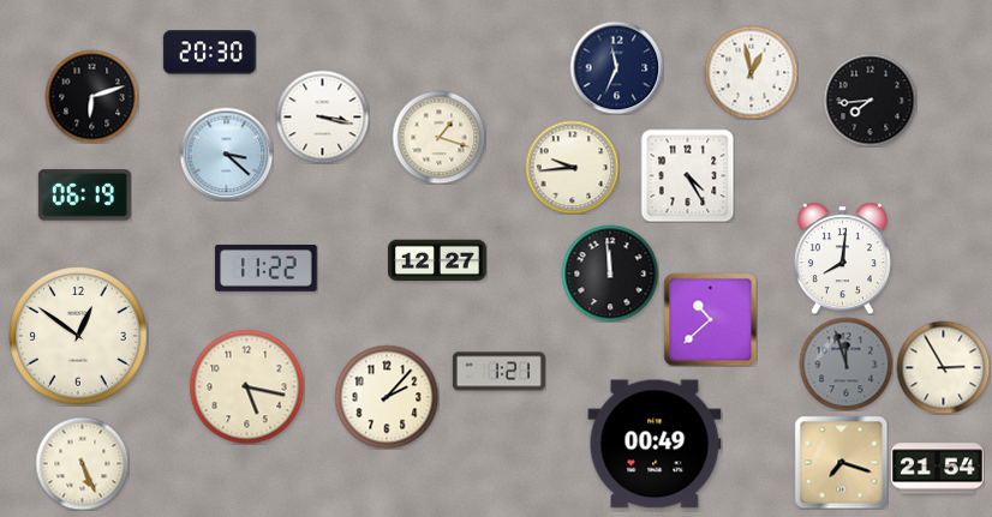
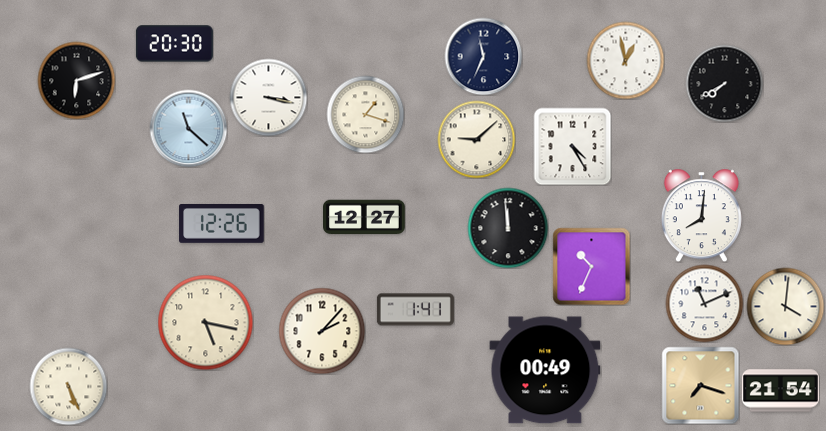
clock at (616, 67) position: (616, 67) -> (483, 56)
clock at (870, 100): 7:44 -> 7:40
clock at (226, 154): 3:22 -> 11:22
clock at (572, 167): 9:44 -> 9:08
clock at (84, 196): 06:19 -> none
clock at (267, 269): 11:22 -> 12:26
clock at (710, 319): 10:38 -> 10:34
clock at (78, 336): 12:51 -> none
clock at (845, 363): 11:57 -> 11:11
clock at (845, 363) dial: grey -> white
clock at (943, 367): 2:55 -> 4:01
clock at (498, 372): 1:21 -> 1:41
